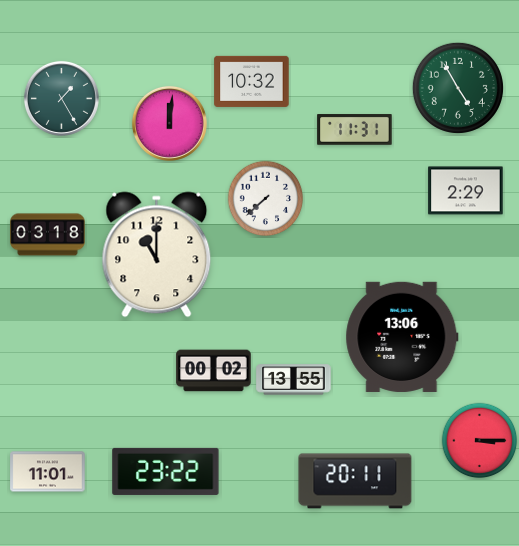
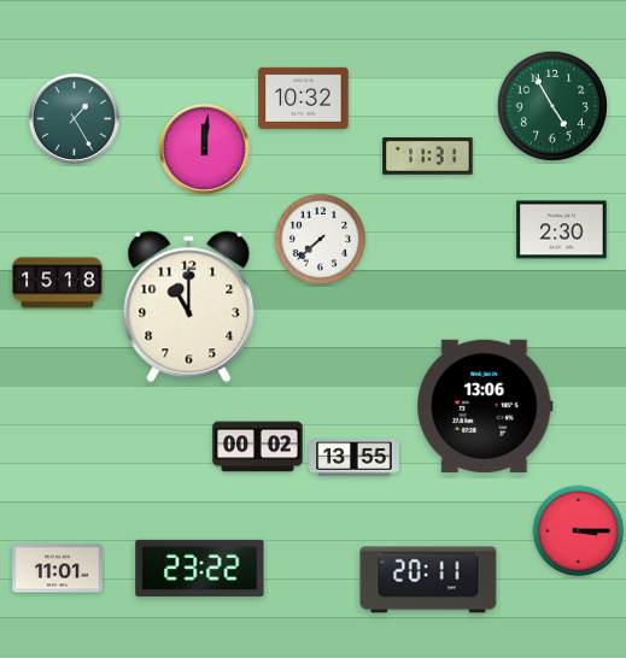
clock at (466, 191): 2:29 -> 2:30
clock at (48, 235): 03:18 -> 15:18
